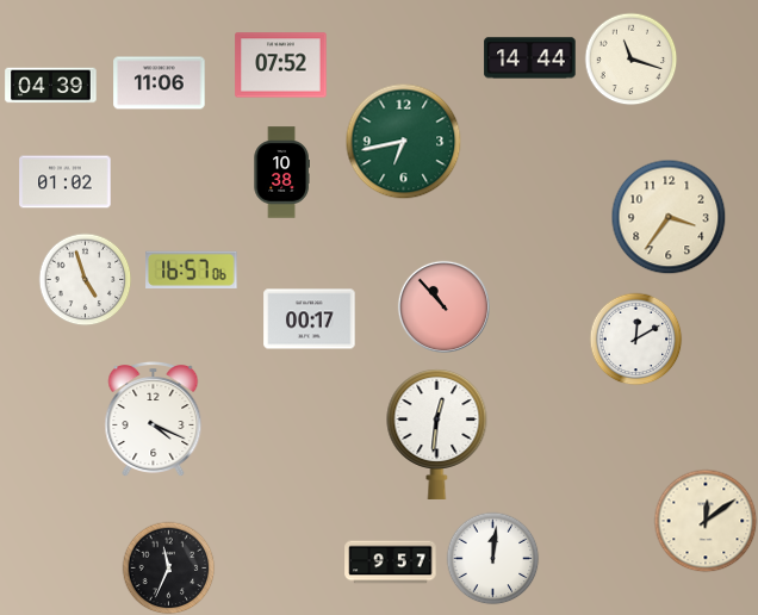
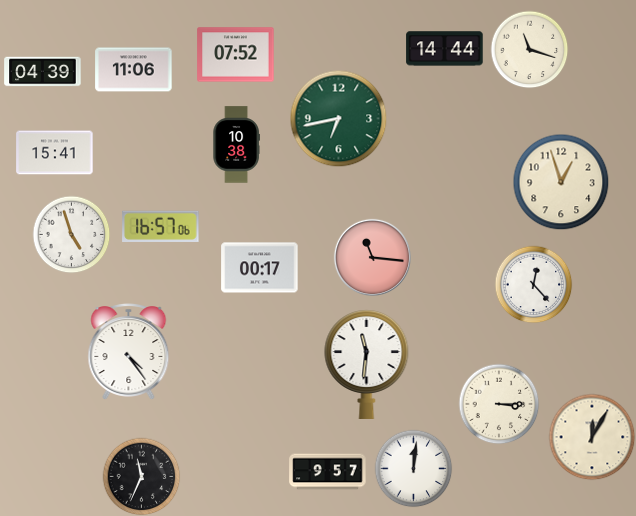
clock at (66, 182): 01:02 -> 15:41
clock at (669, 217): 3:36 -> 12:57
clock at (443, 306): 10:53 -> 11:16
clock at (635, 338): 12:10 -> 12:23
clock at (154, 420): 4:19 -> 4:24
clock at (437, 435): 12:31 -> 11:31
clock at (499, 404): none -> 3:15
clock at (706, 521): 12:09 -> 12:05
